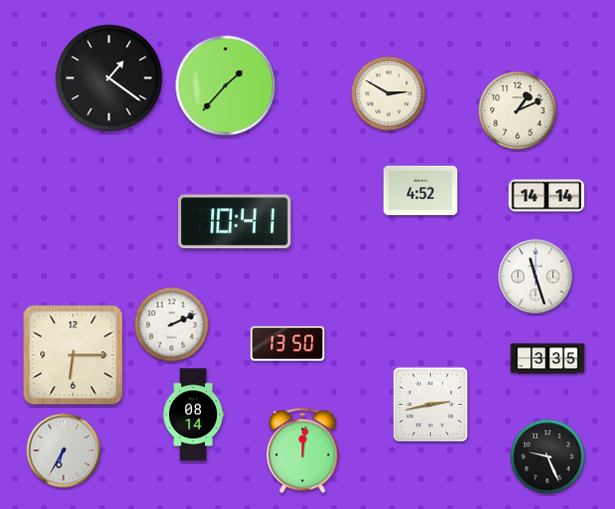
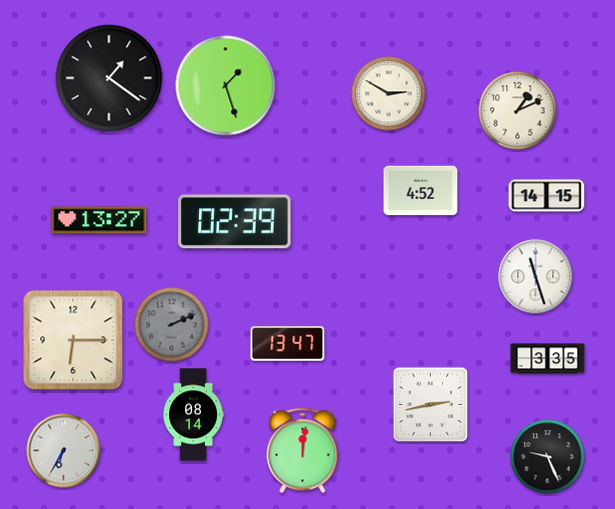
clock at (226, 86): 1:37 -> 1:27
clock at (547, 196): 14:14 -> 14:15
clock at (99, 220): none -> 13:27
clock at (235, 222): 10:41 -> 02:39
clock at (172, 325) dial: white -> grey
clock at (288, 344): 13:50 -> 13:47
clock at (73, 355) position: (73, 355) -> (73, 340)
